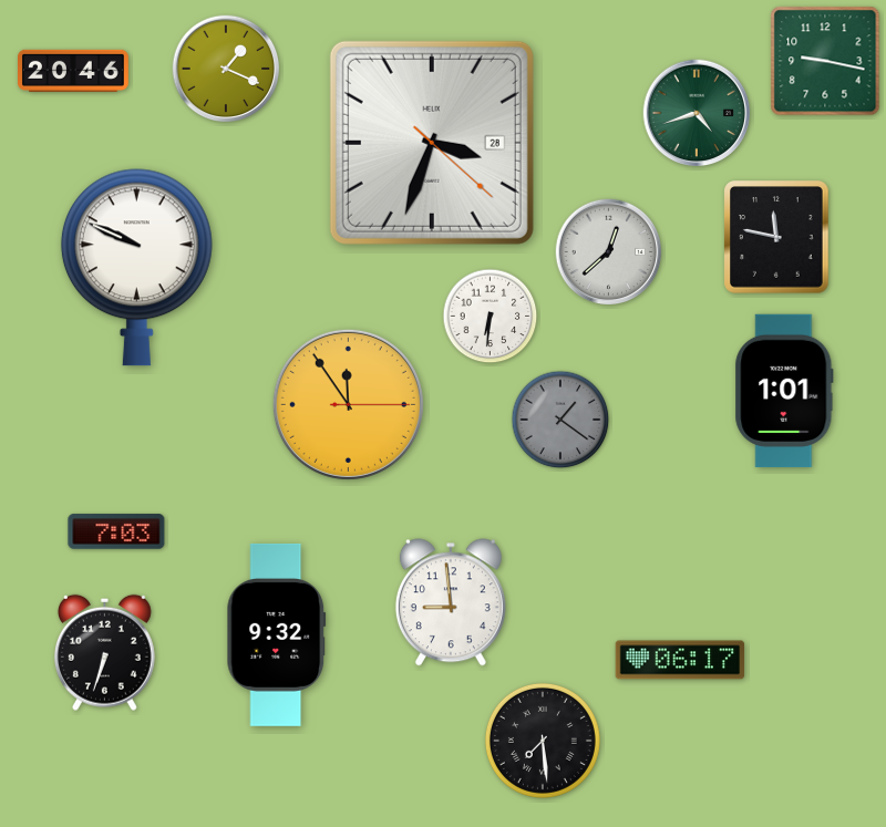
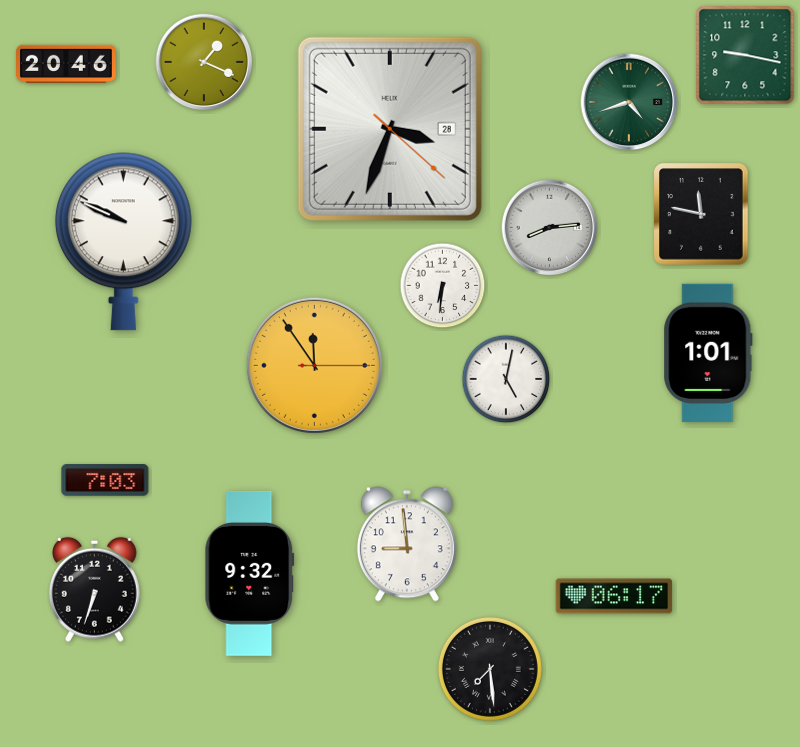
clock at (609, 252): 12:38 -> 8:14
clock at (560, 420): 1:21 -> 5:02
clock at (560, 420) dial: grey -> white
